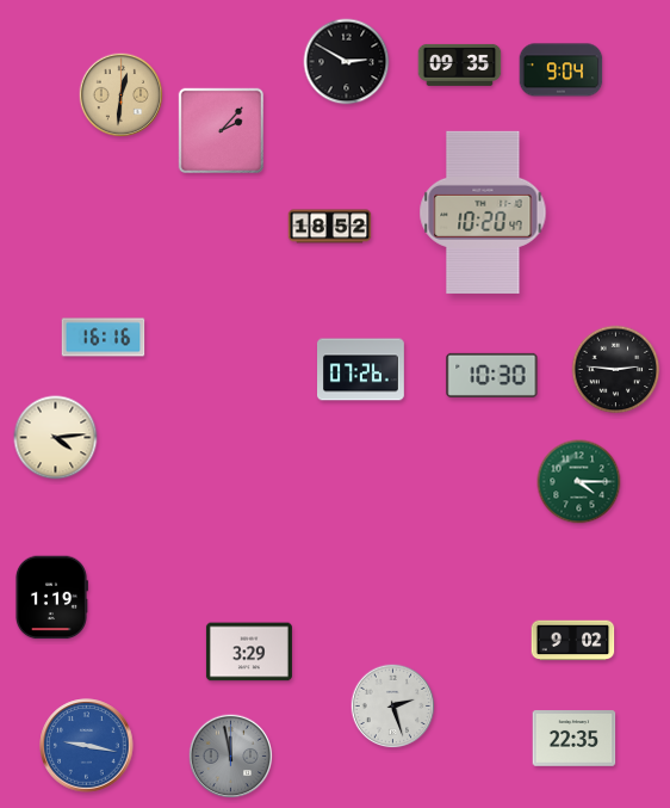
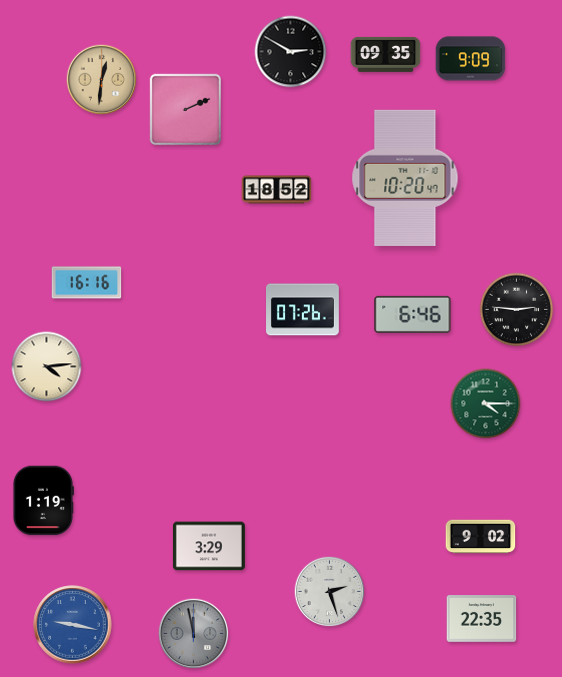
clock at (562, 70): 9:04 -> 9:09
clock at (222, 131): 2:07 -> 2:11
clock at (492, 375): 10:30 -> 6:46
